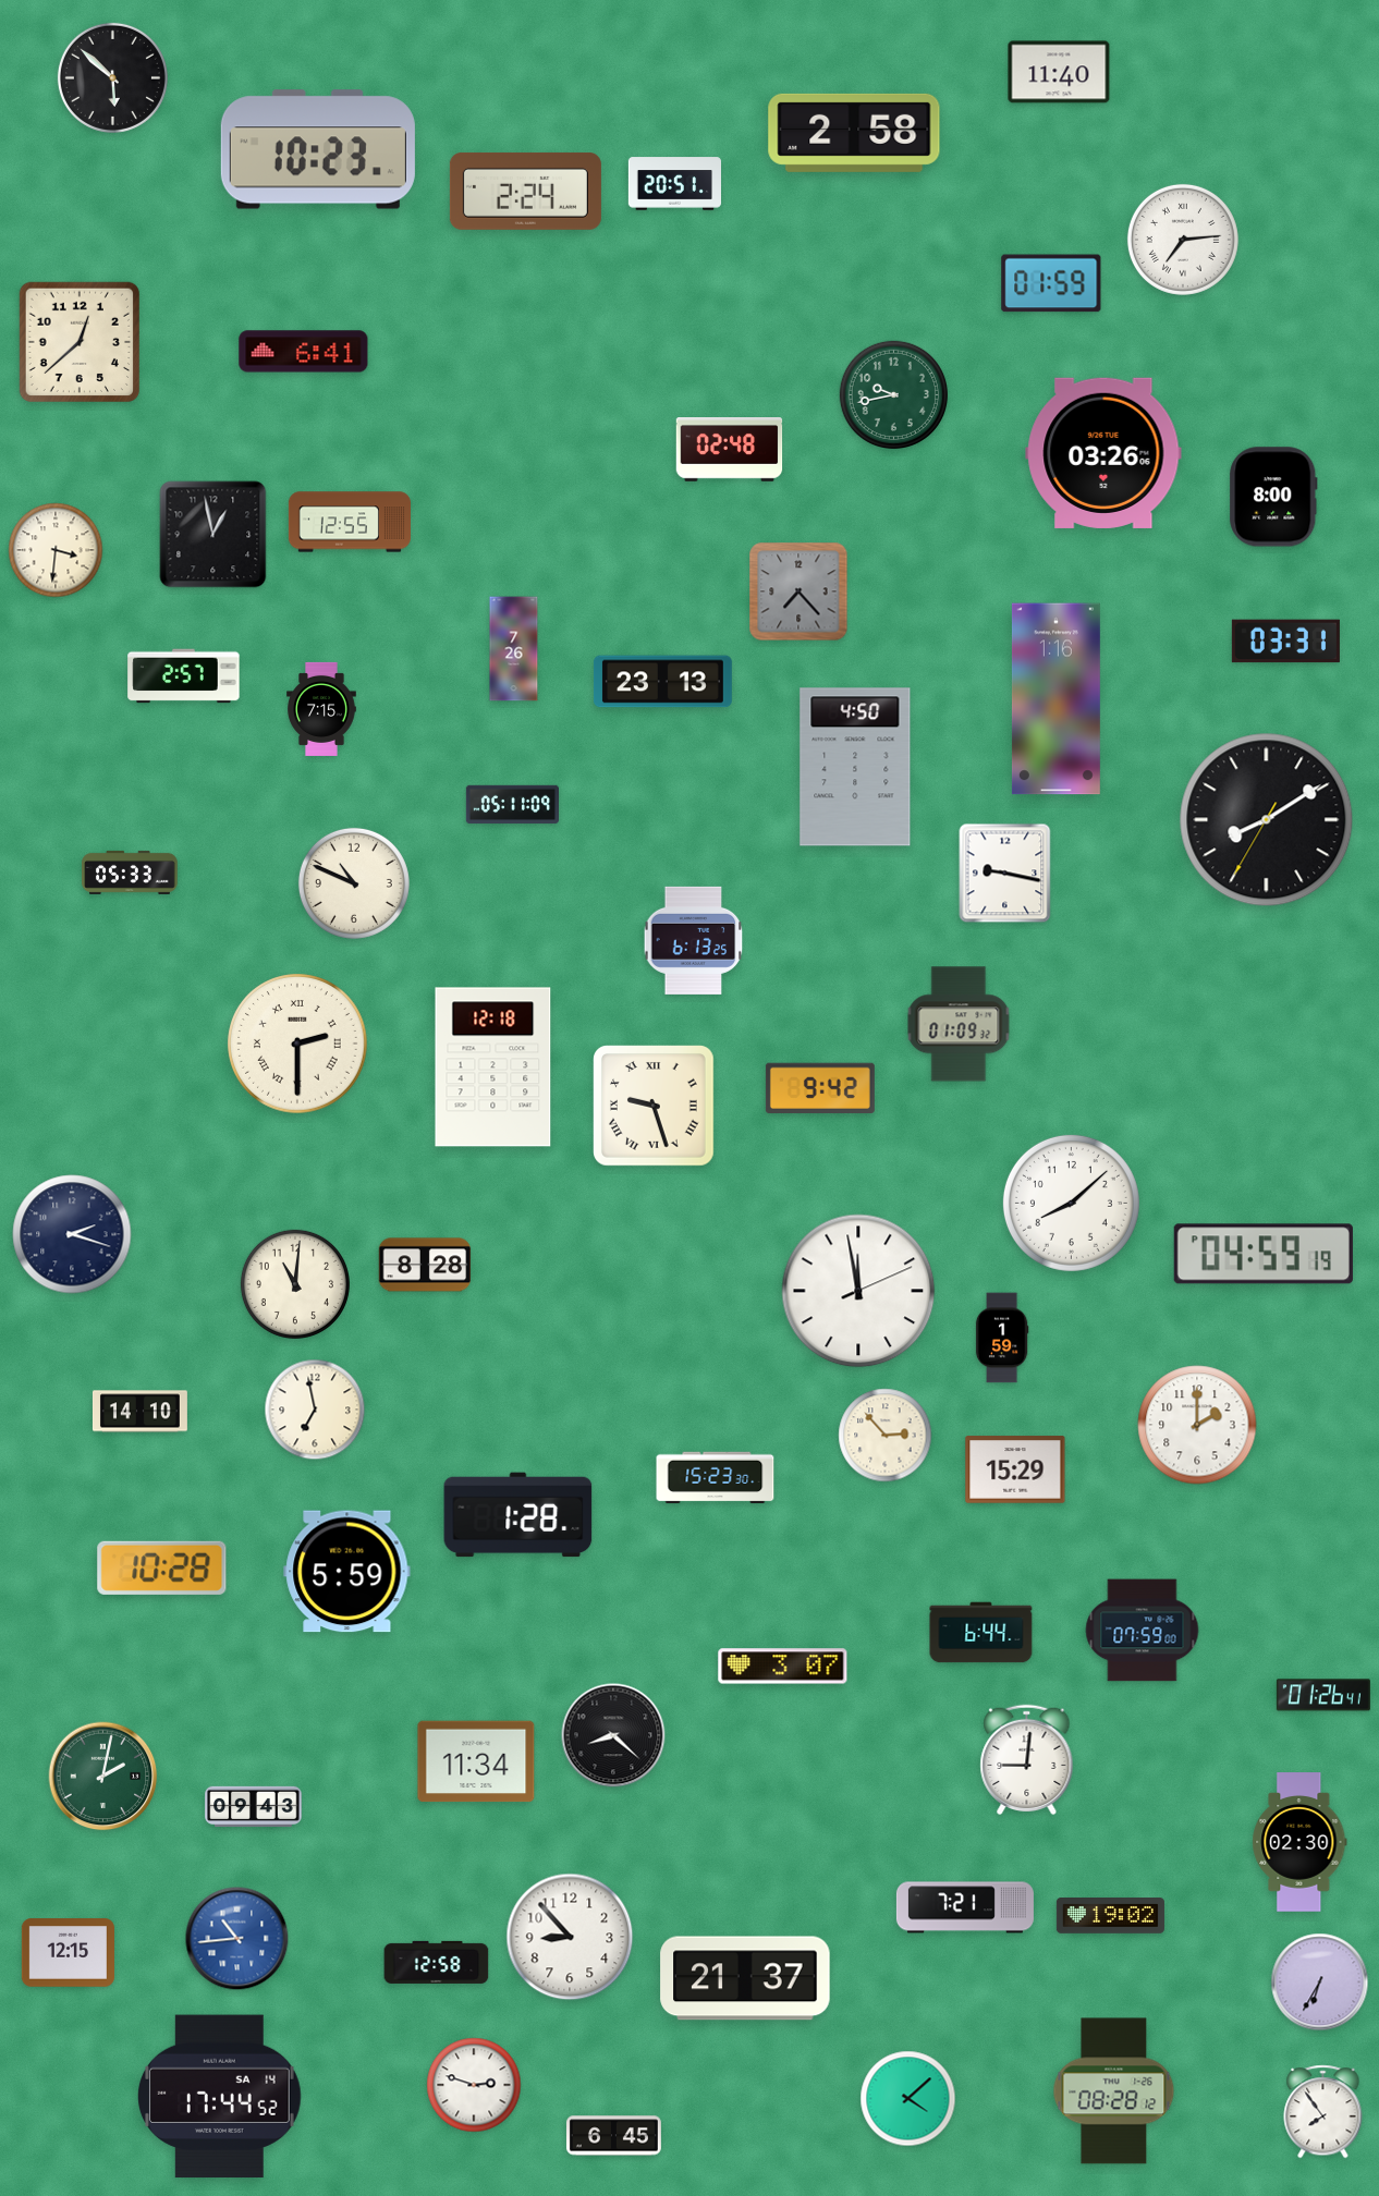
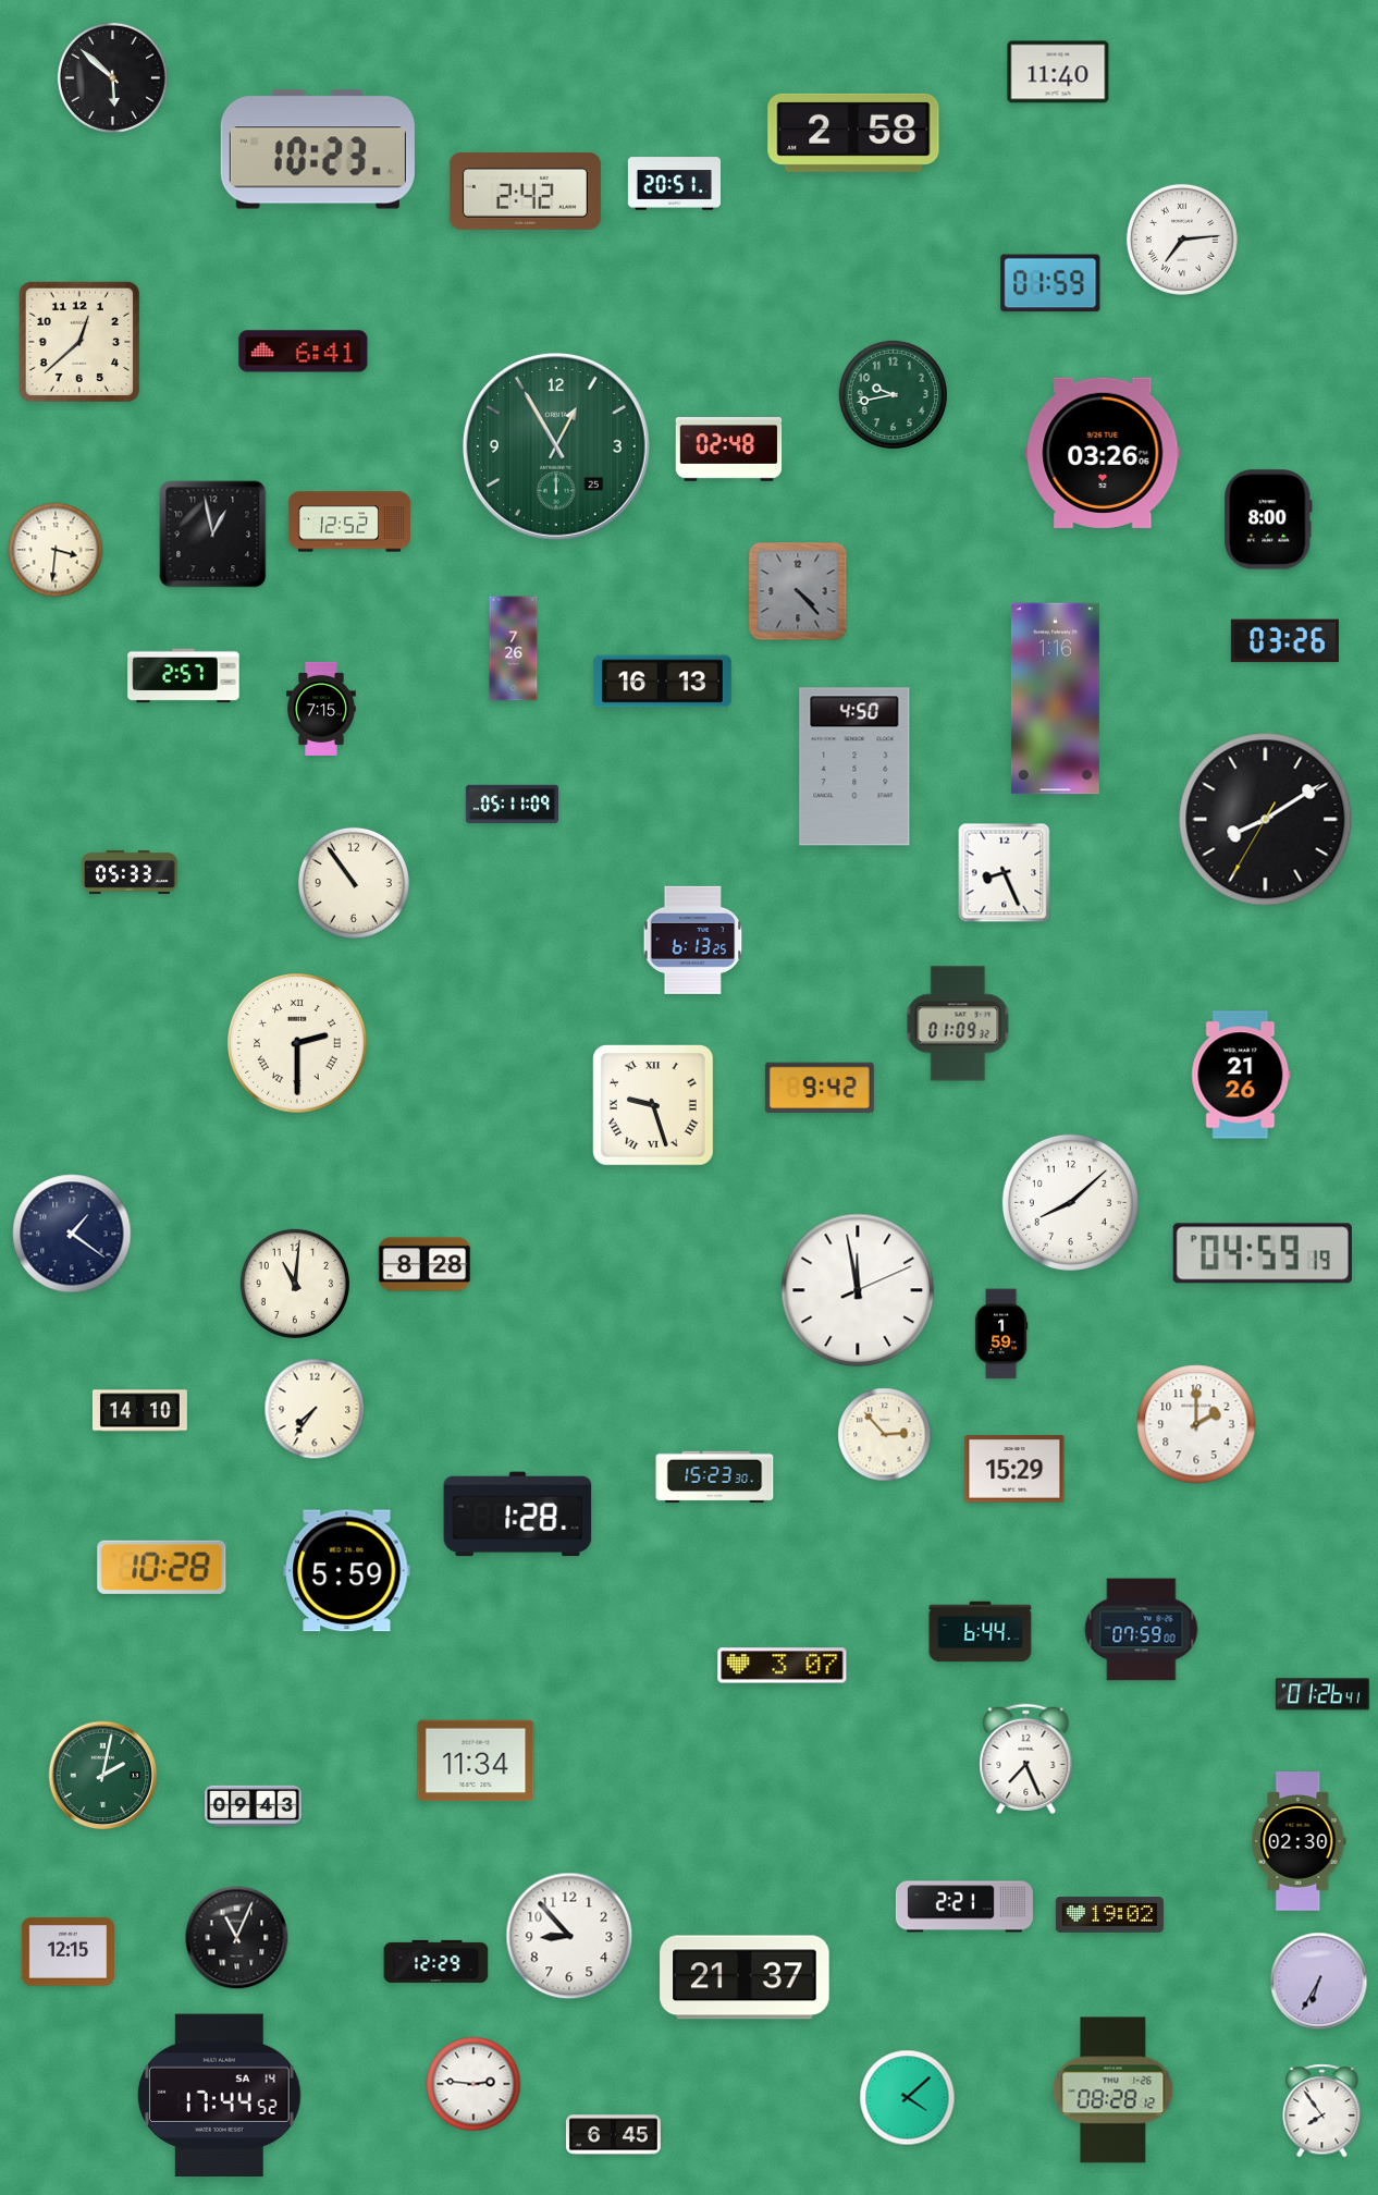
clock at (525, 191): 2:24 -> 2:42
clock at (556, 446): none -> 12:55
clock at (1273, 497) position: (1273, 497) -> (1268, 519)
clock at (350, 522): 12:55 -> 12:52
clock at (798, 591): 7:23 -> 4:23
clock at (1285, 642): 03:31 -> 03:26
clock at (662, 682): 23:13 -> 16:13
clock at (1005, 874): 9:17 -> 8:26
clock at (354, 883): 10:49 -> 10:54
clock at (493, 1067): 12:18 -> none
clock at (1241, 1075): none -> 21:26
clock at (72, 1234): 2:18 -> 1:21
clock at (1002, 1338) position: (1002, 1338) -> (1001, 1334)
clock at (315, 1410): 6:58 -> 7:36
clock at (613, 1735): 8:22 -> none
clock at (1027, 1760): 9:01 -> 7:26
clock at (965, 1907): 7:21 -> 2:21
clock at (237, 1939): 10:44 -> 11:04
clock at (237, 1939) dial: blue -> black
clock at (437, 1962): 12:58 -> 12:29
clock at (474, 2085): 2:48 -> 2:46
